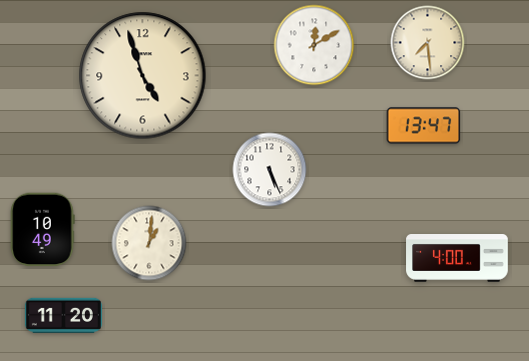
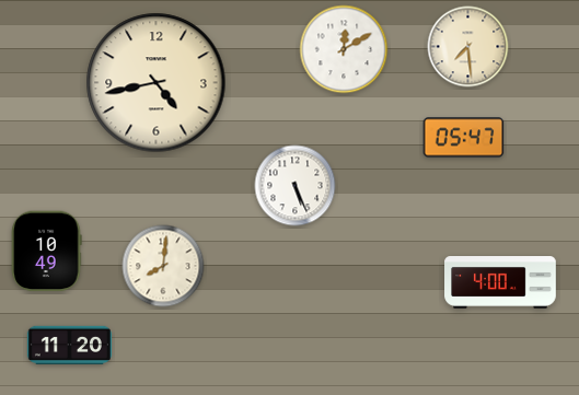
clock at (143, 76): 4:57 -> 4:43
clock at (424, 126): 13:47 -> 05:47
clock at (149, 243): 1:01 -> 8:01
